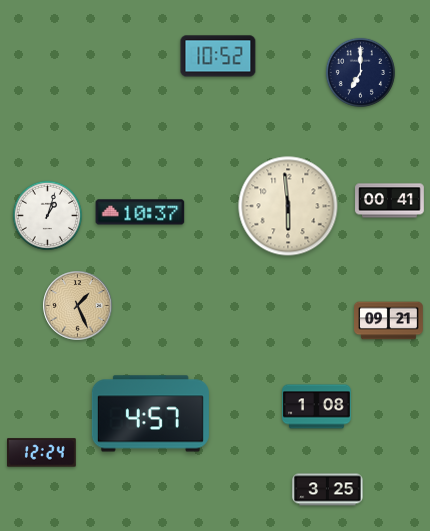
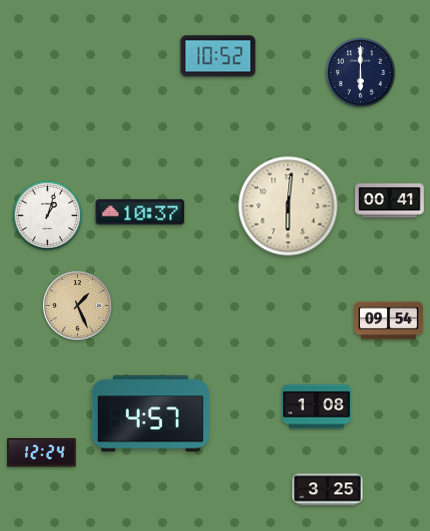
clock at (360, 72): 7:00 -> 6:00
clock at (288, 206): 5:59 -> 6:01
clock at (389, 321): 09:21 -> 09:54
